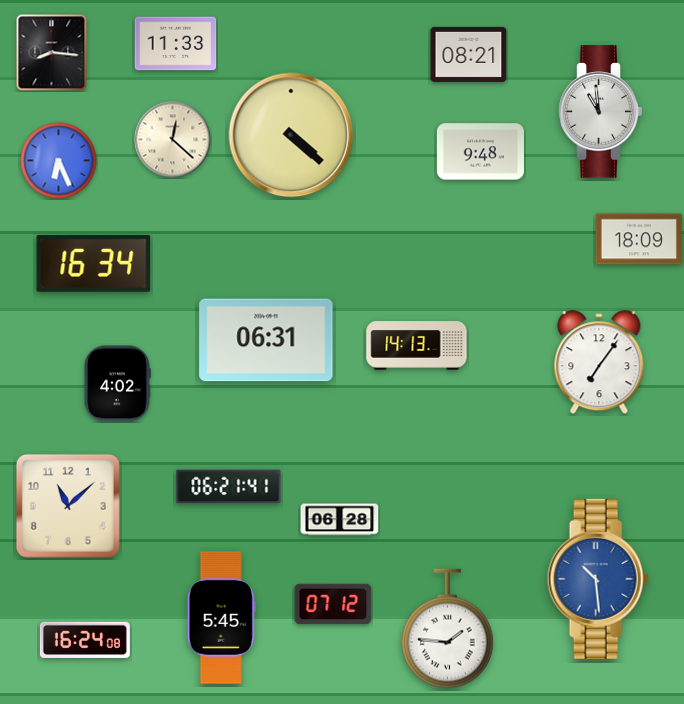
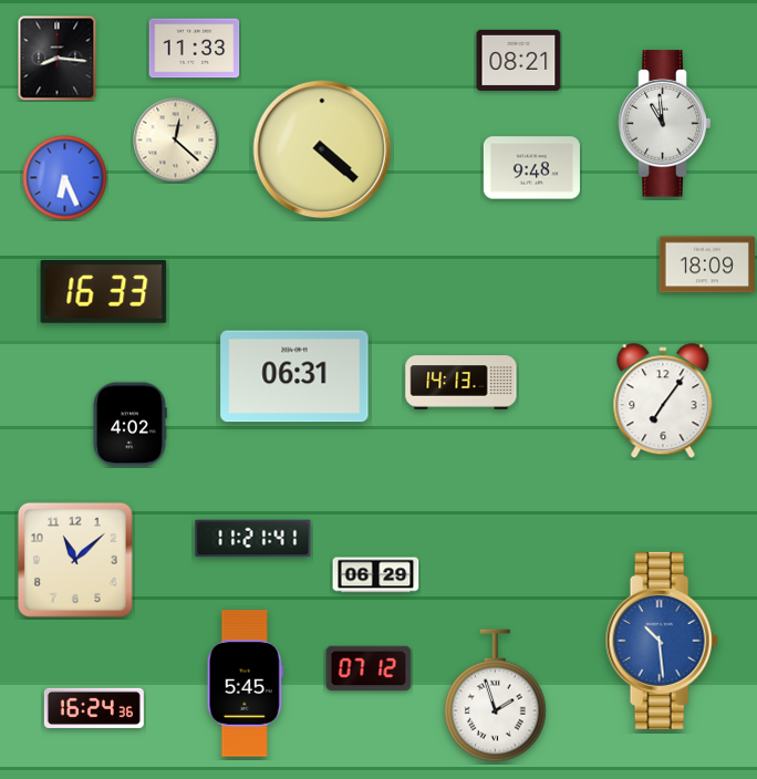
clock at (173, 140) position: (173, 140) -> (176, 141)
clock at (94, 263): 16:34 -> 16:33
clock at (229, 487): 06:21 -> 11:21
clock at (340, 520): 06:28 -> 06:29
clock at (448, 629): 1:46 -> 1:57
clock at (85, 640): 16:24:08 -> 16:24:36
